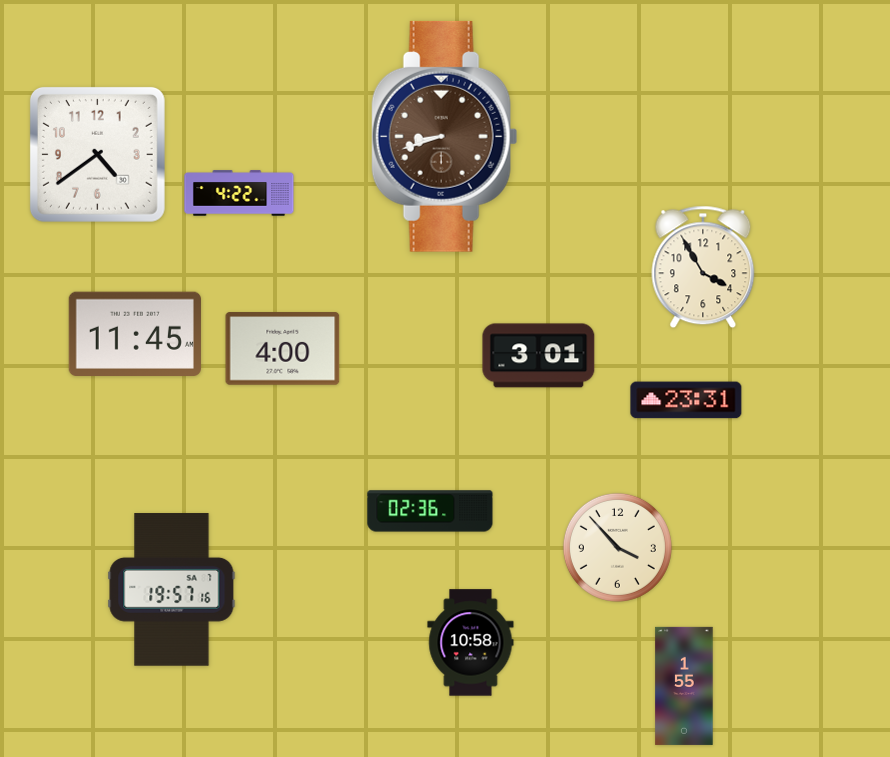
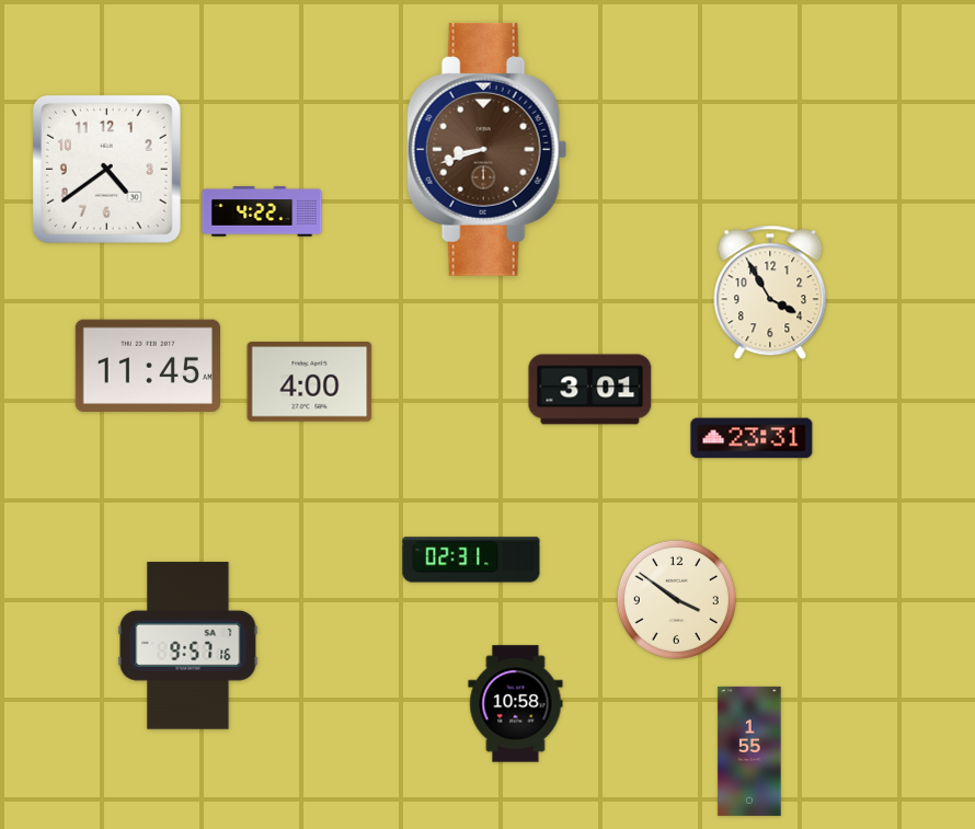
clock at (430, 511): 02:36 -> 02:31
clock at (617, 547): 3:53 -> 3:51
clock at (172, 590): 19:57 -> 9:57
